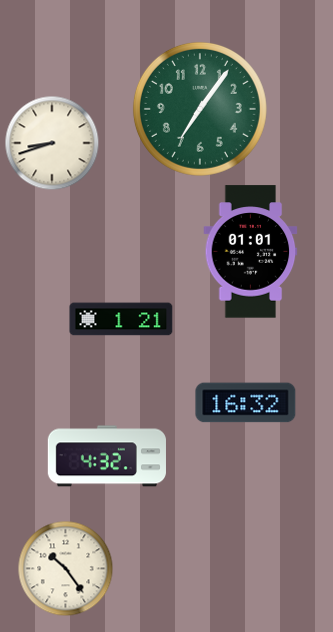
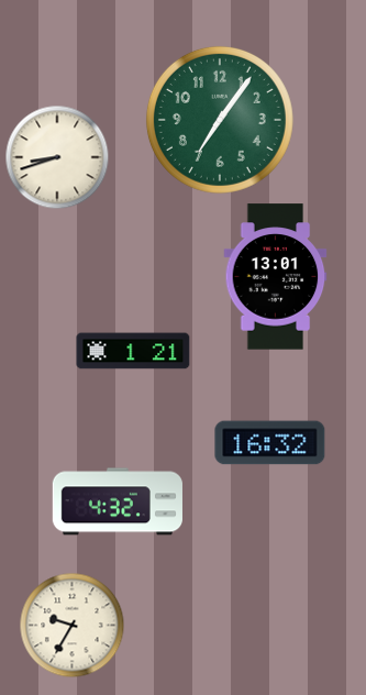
clock at (251, 252): 01:01 -> 13:01
clock at (65, 568): 10:24 -> 9:35
